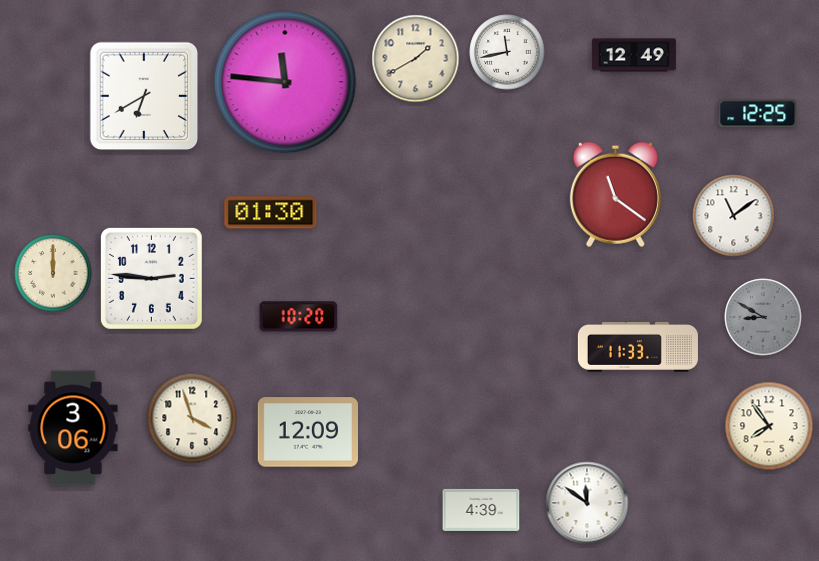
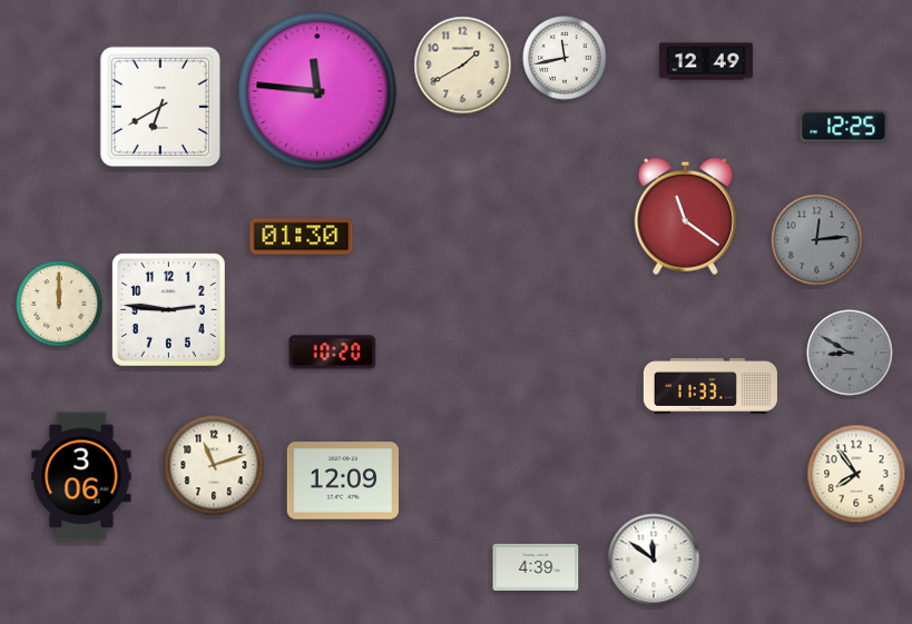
clock at (734, 216): 11:09 -> 12:14
clock at (734, 216) dial: white -> grey
clock at (192, 418): 3:57 -> 11:12
